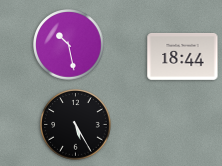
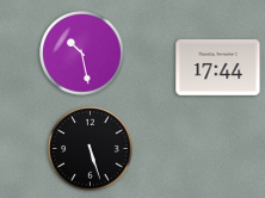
clock at (183, 57): 18:44 -> 17:44
clock at (76, 125): 5:25 -> 5:27
